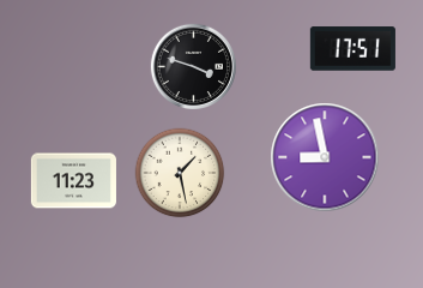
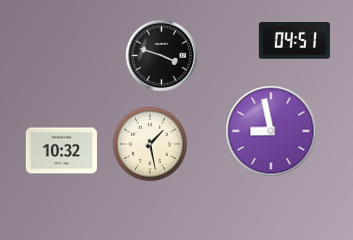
clock at (352, 49): 17:51 -> 04:51
clock at (73, 181): 11:23 -> 10:32
